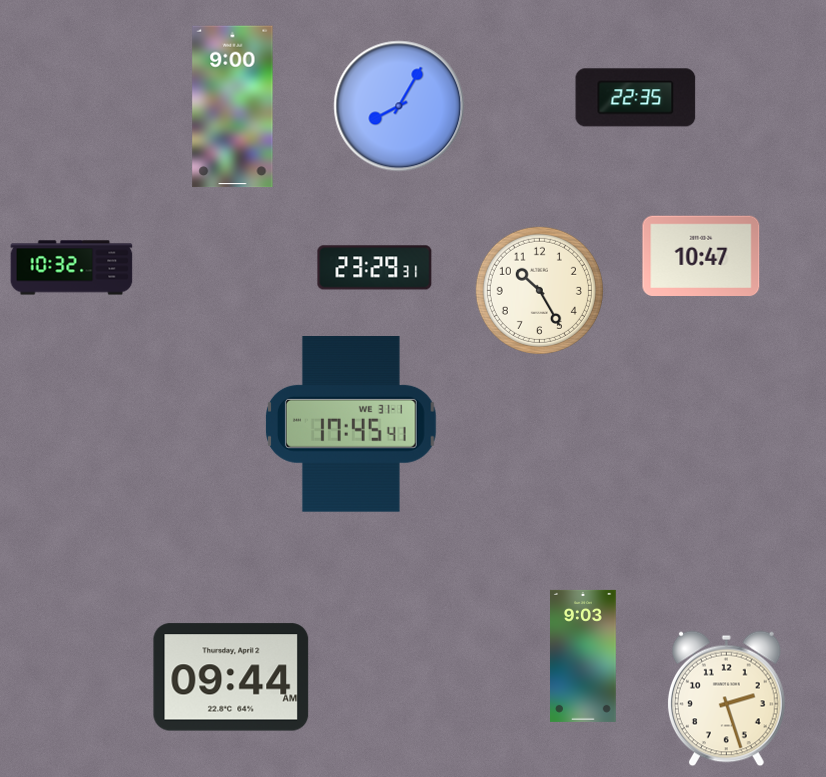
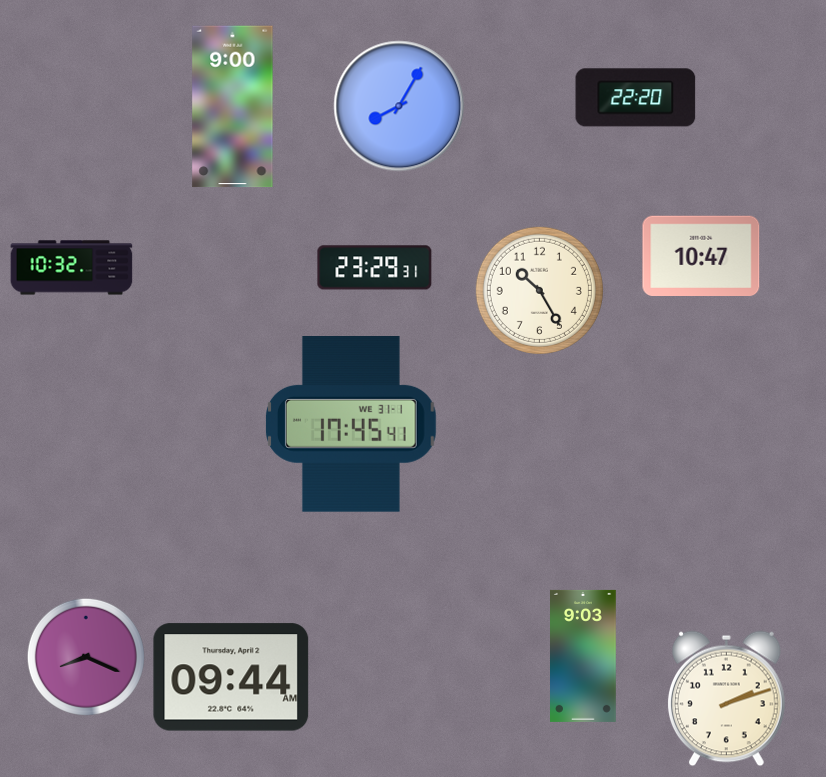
clock at (636, 98): 22:35 -> 22:20
clock at (86, 657): none -> 8:19
clock at (726, 699): 2:27 -> 2:12
